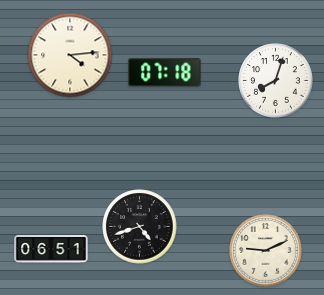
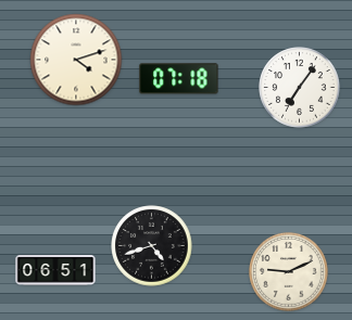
clock at (70, 55): 4:14 -> 4:12
clock at (276, 81): 8:03 -> 7:06
